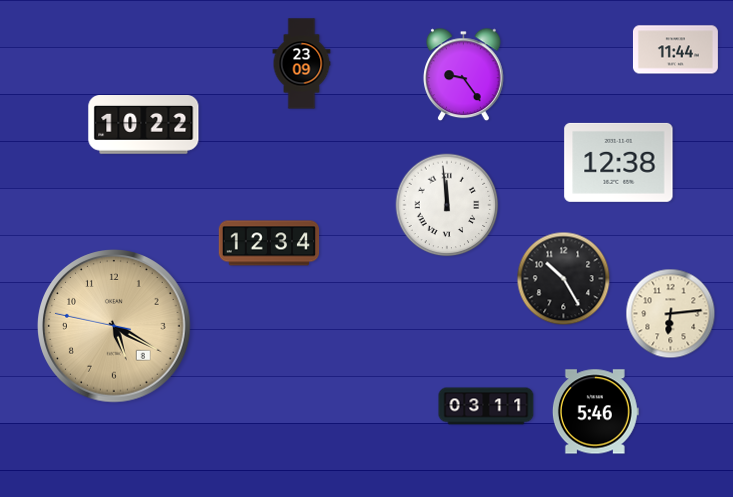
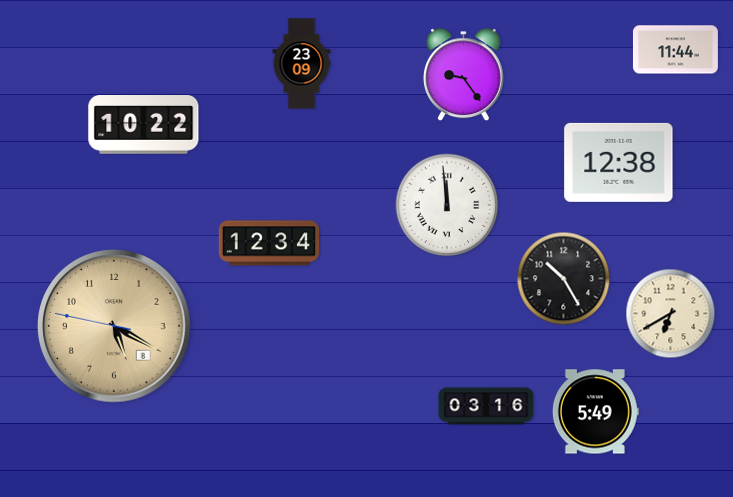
clock at (671, 314): 6:14 -> 6:40
clock at (486, 406): 03:11 -> 03:16
clock at (595, 412): 5:46 -> 5:49
